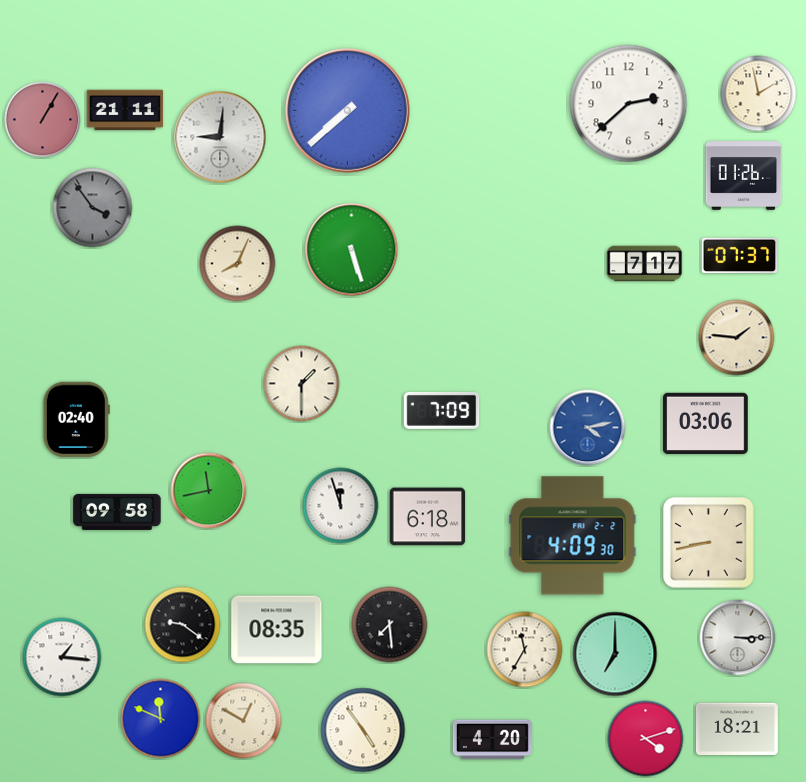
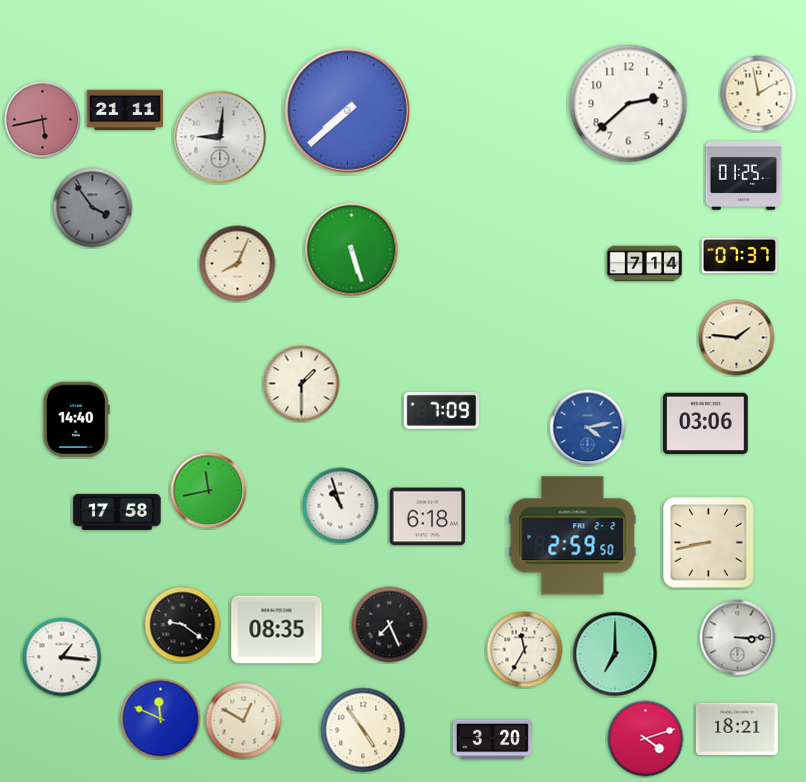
clock at (43, 120): 1:05 -> 5:43
clock at (744, 176): 01:26 -> 01:25
clock at (645, 264): 7:17 -> 7:14
clock at (76, 420): 02:40 -> 14:40
clock at (341, 506): 11:57 -> 10:57
clock at (117, 512): 09:58 -> 17:58
clock at (573, 536): 4:09 -> 2:59
clock at (390, 625): 7:29 -> 7:26
clock at (492, 740): 4:20 -> 3:20
